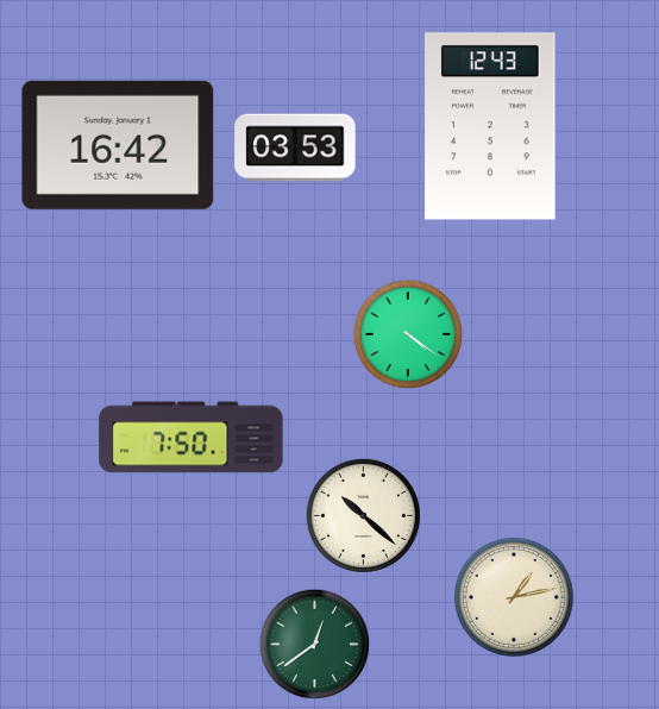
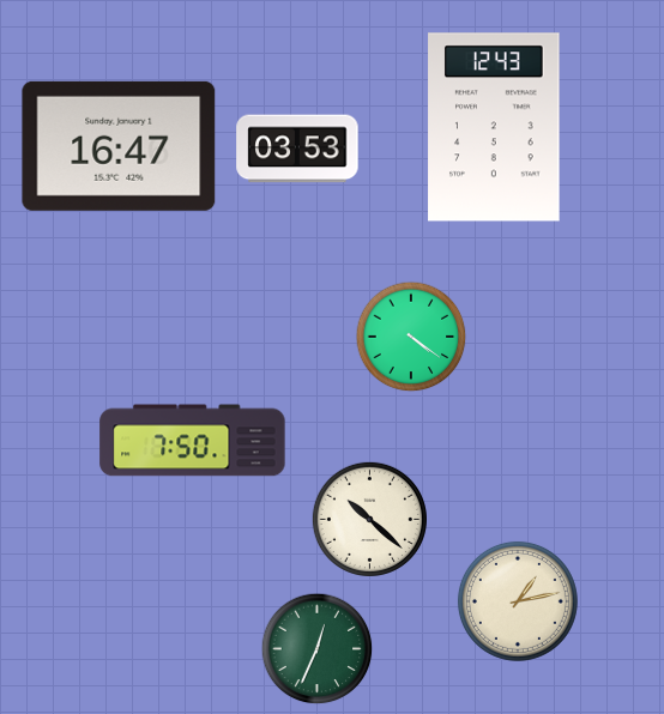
clock at (118, 145): 16:42 -> 16:47
clock at (363, 515) position: (363, 515) -> (369, 519)
clock at (315, 645): 12:39 -> 12:34
